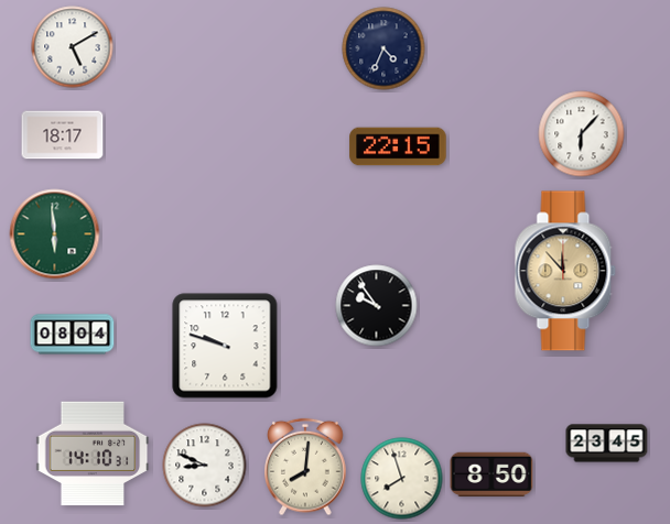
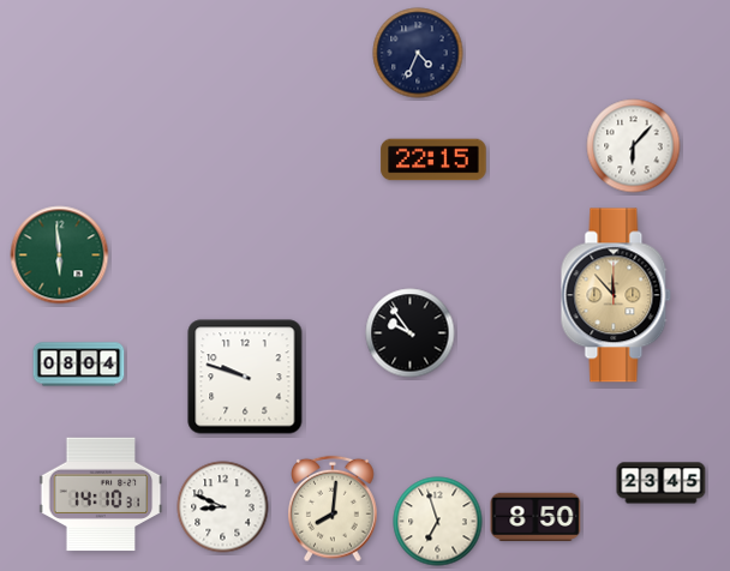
clock at (73, 47): 5:10 -> none
clock at (63, 135): 18:17 -> none
clock at (402, 479): 7:57 -> 6:57
